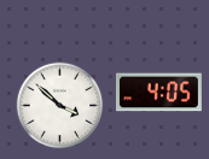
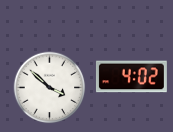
clock at (158, 93): 4:05 -> 4:02
